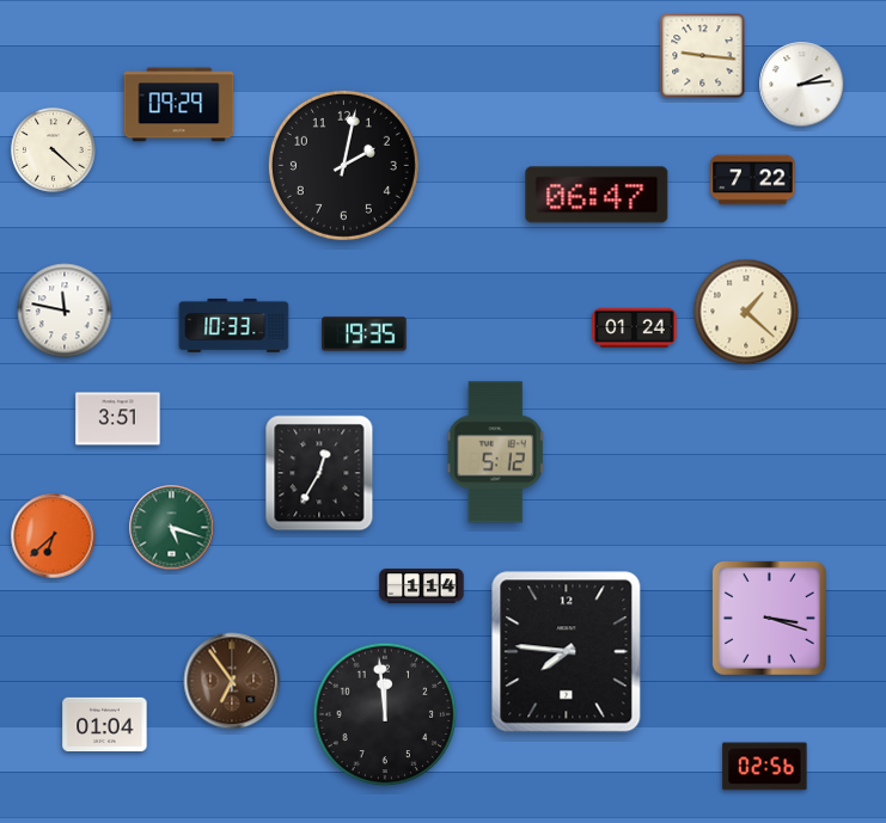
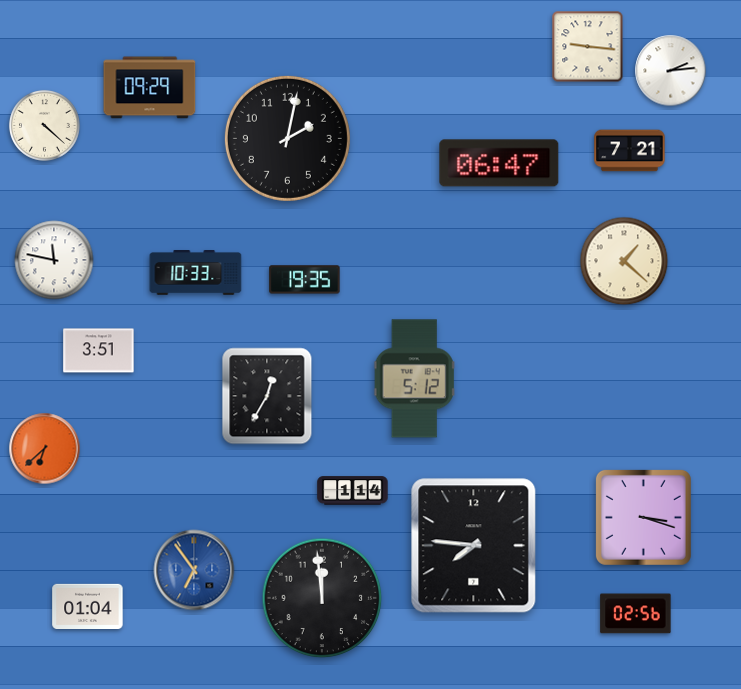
clock at (753, 180): 7:22 -> 7:21
clock at (635, 327): 01:24 -> none
clock at (172, 528): 5:18 -> none
clock at (232, 681) dial: brown -> blue
clock at (765, 767) position: (765, 767) -> (636, 614)
